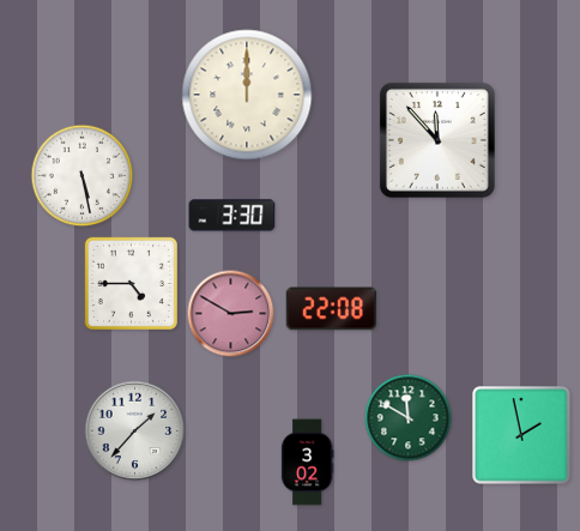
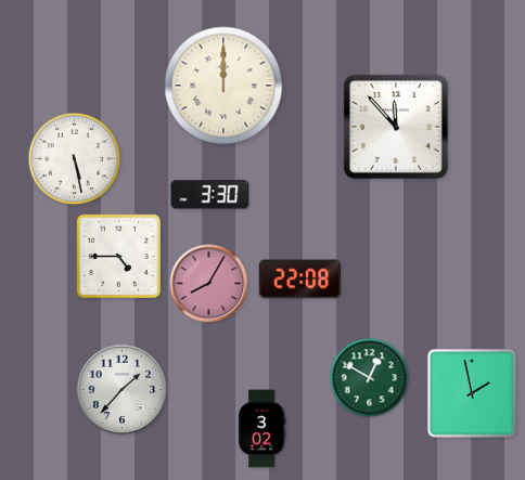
clock at (231, 314): 2:50 -> 8:05
clock at (409, 418): 11:50 -> 12:50
clock at (307, 463) position: (307, 463) -> (261, 429)
